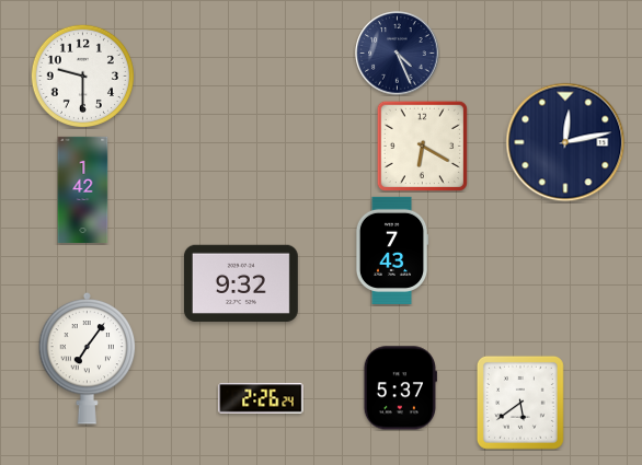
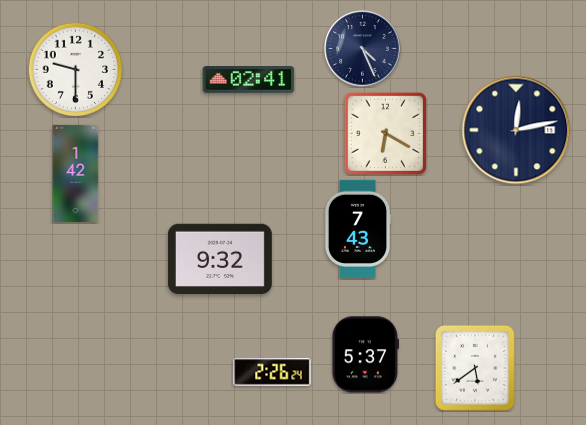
clock at (249, 80): none -> 02:41
clock at (88, 358): 7:06 -> none
clock at (261, 398) position: (261, 398) -> (272, 372)
